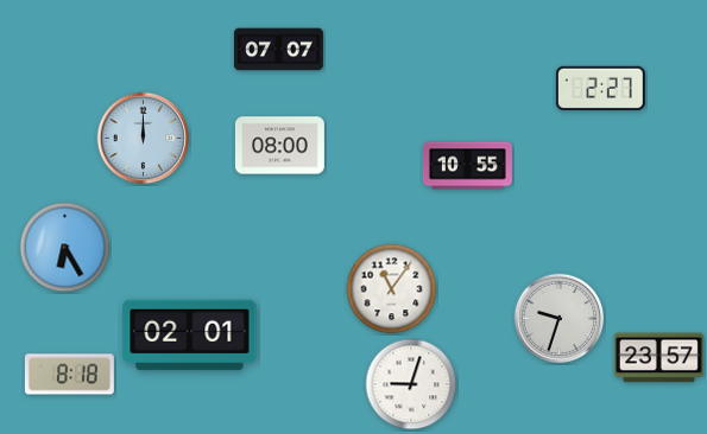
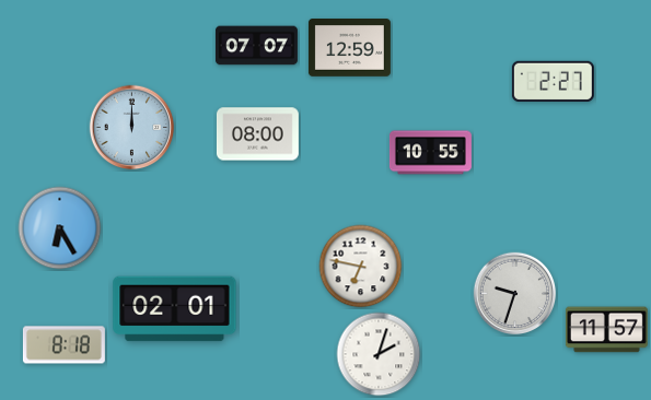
clock at (349, 48): none -> 12:59
clock at (392, 289): 11:06 -> 6:47
clock at (658, 358): 23:57 -> 11:57
clock at (411, 384): 9:03 -> 2:03
